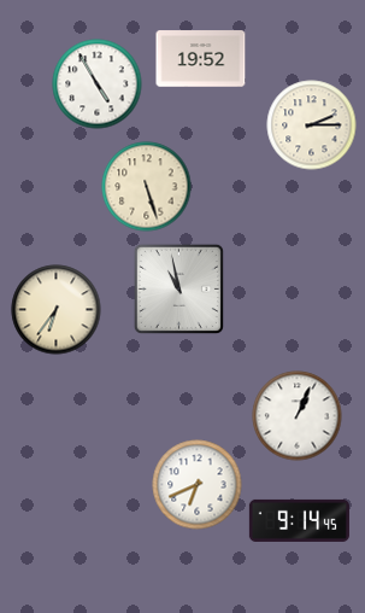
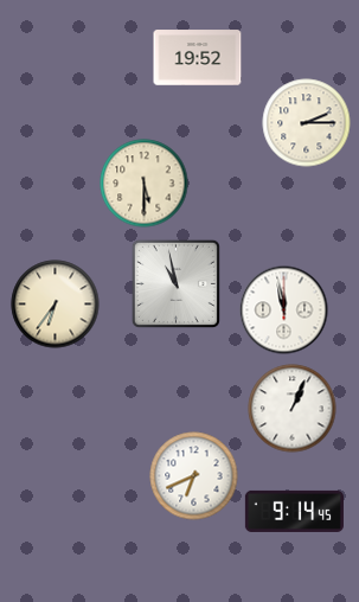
clock at (98, 84): 4:55 -> none
clock at (147, 187): 5:27 -> 5:30
clock at (284, 310): none -> 11:58
